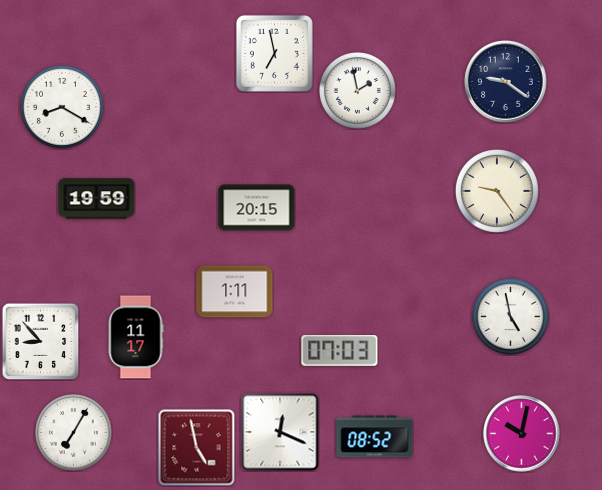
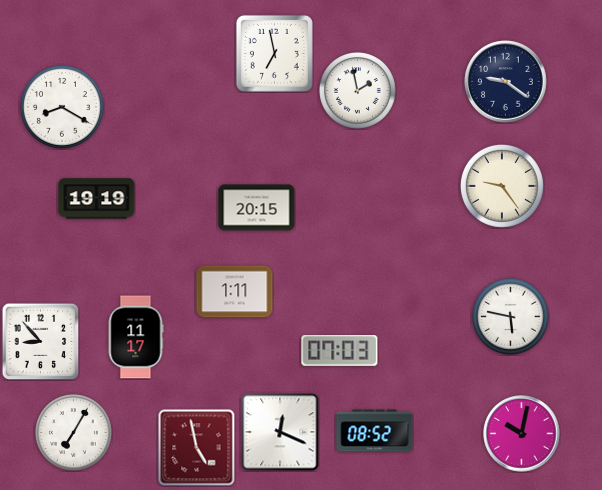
clock at (497, 191) position: (497, 191) -> (502, 186)
clock at (97, 199): 19:59 -> 19:19
clock at (511, 317): 4:58 -> 5:47
clock at (375, 437) position: (375, 437) -> (375, 431)
